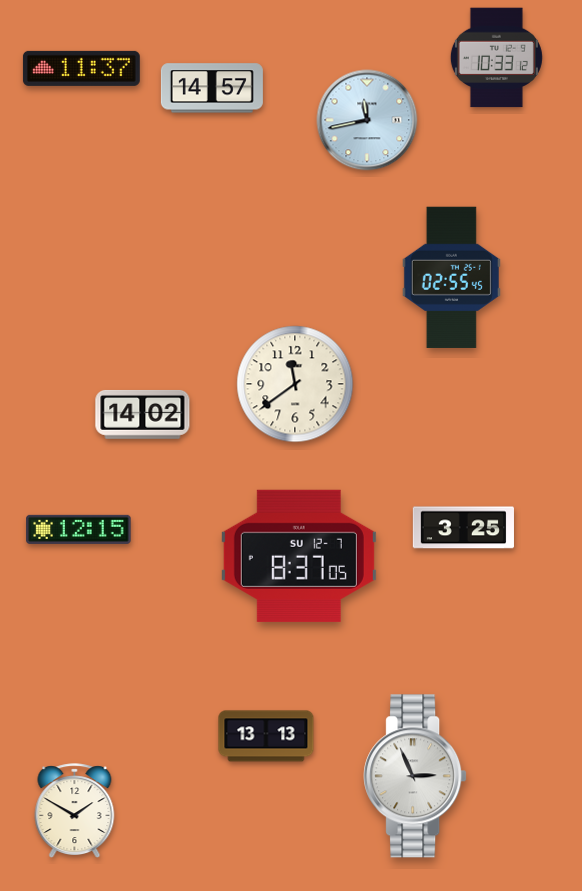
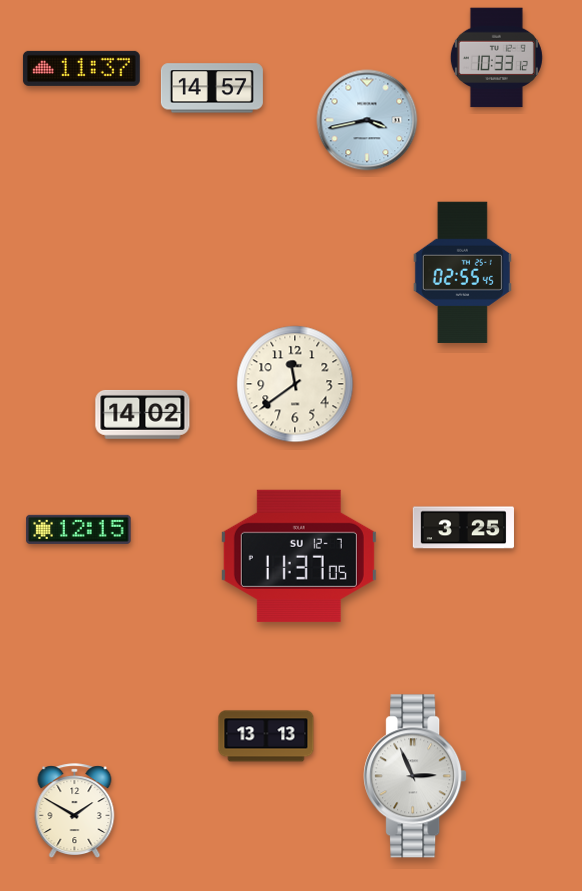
clock at (367, 120): 11:43 -> 3:43
clock at (451, 277) position: (451, 277) -> (462, 272)
clock at (299, 556): 8:37 -> 11:37
